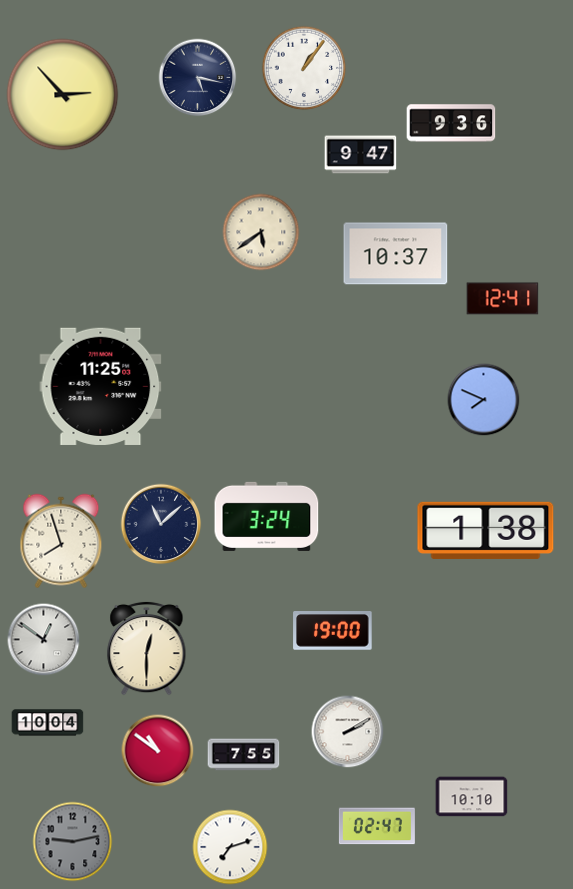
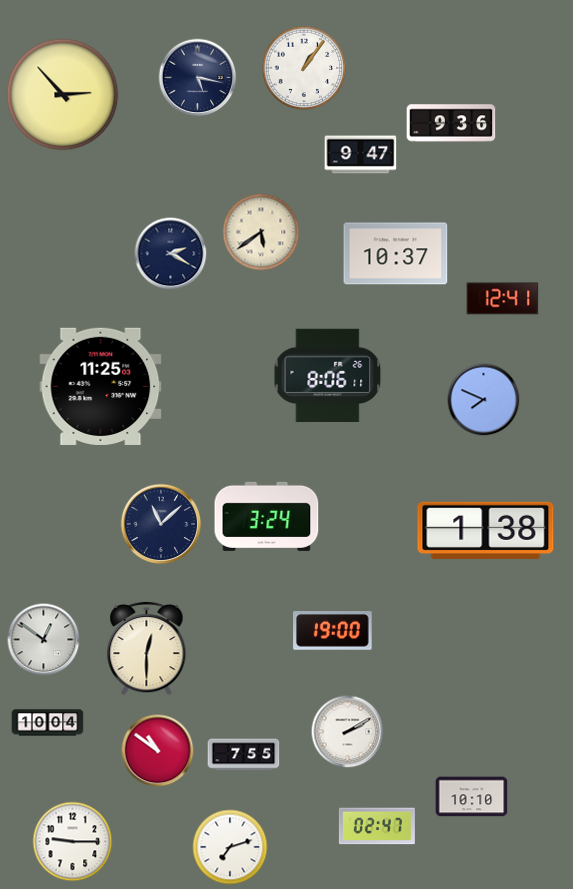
clock at (171, 254): none -> 2:20
clock at (328, 375): none -> 8:06
clock at (61, 541): 7:57 -> none
clock at (73, 842): 9:13 -> 9:15
clock at (73, 842) dial: grey -> white
